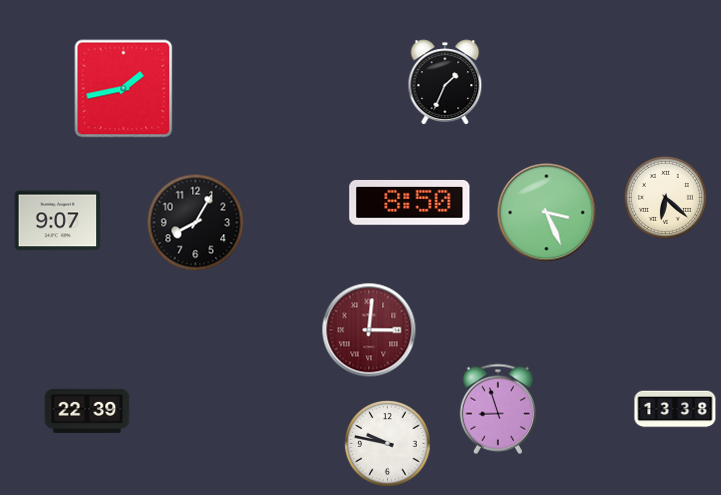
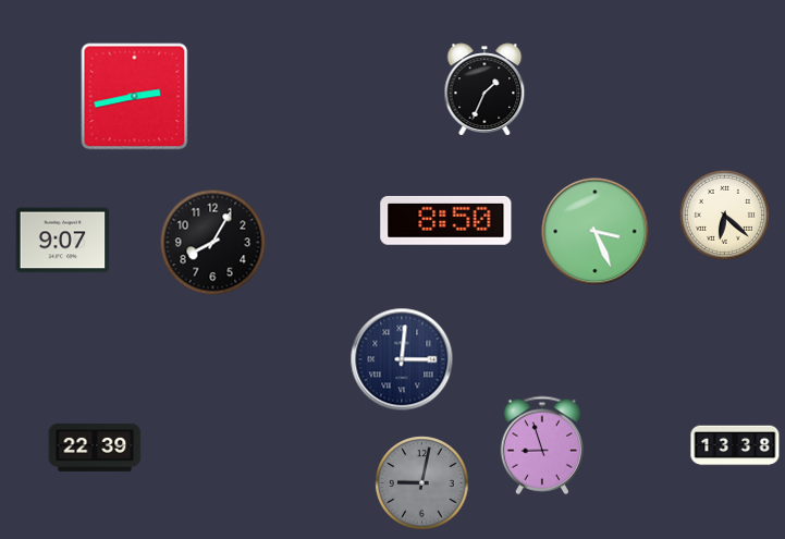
clock at (124, 89): 1:43 -> 2:43
clock at (369, 330) dial: burgundy -> navy
clock at (388, 444): 9:47 -> 9:02
clock at (388, 444) dial: white -> grey
